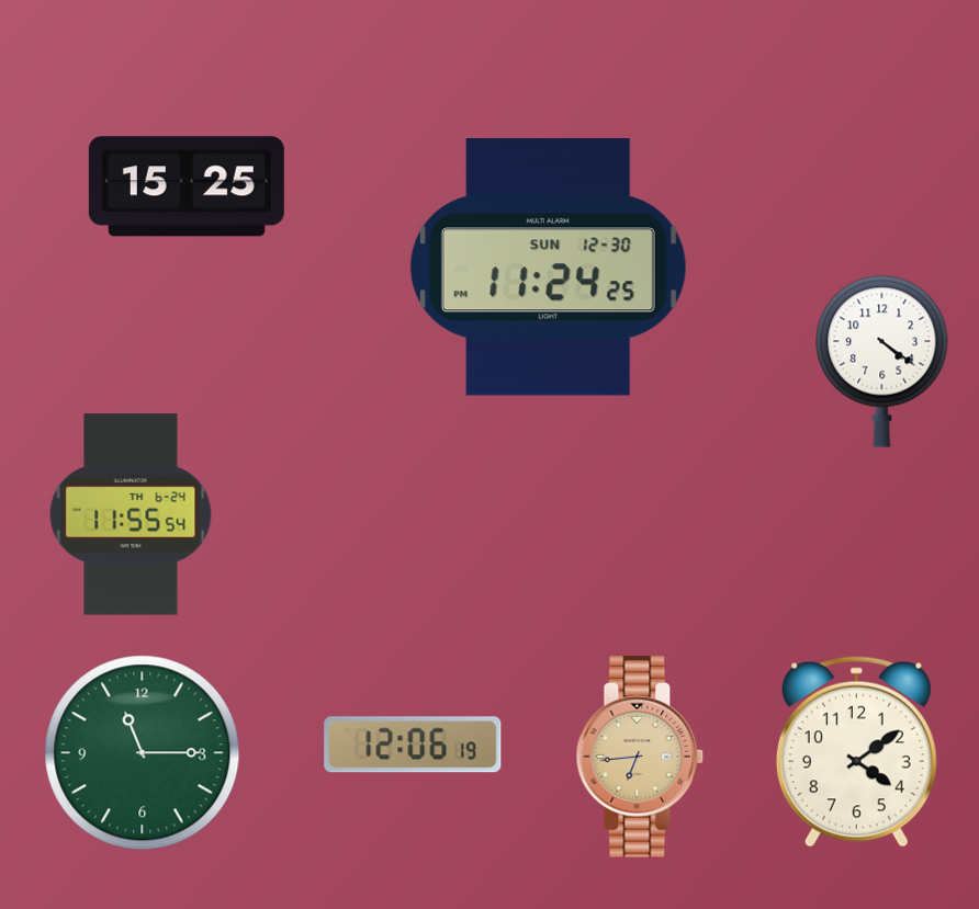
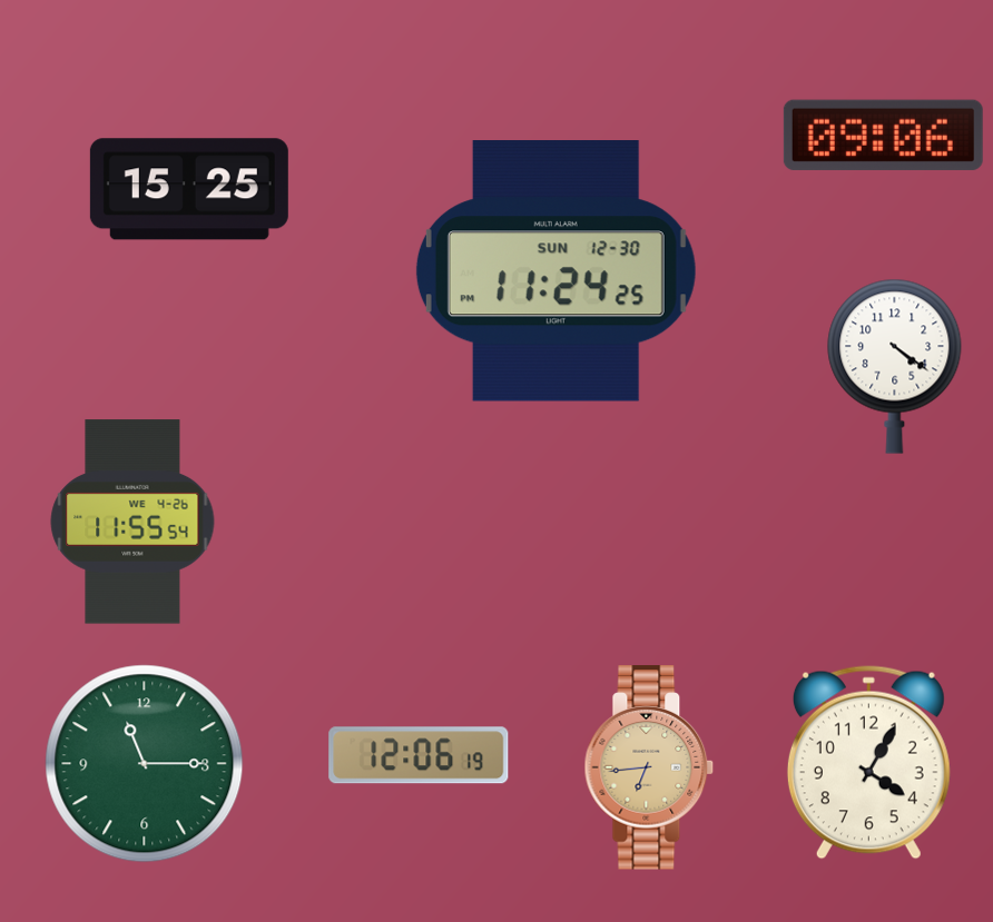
clock at (883, 135): none -> 09:06
clock at (131, 514) date: TH 6-24 -> WE 4-26
clock at (856, 752): 4:09 -> 4:05
